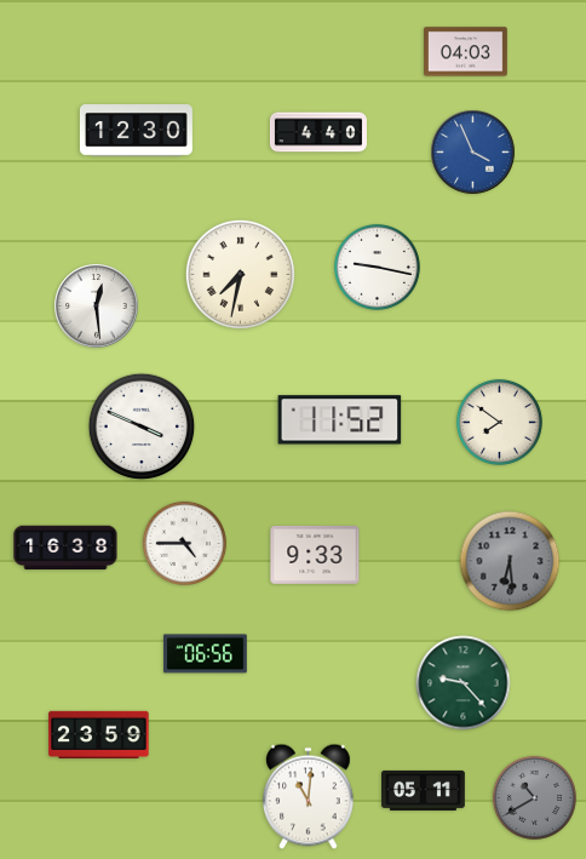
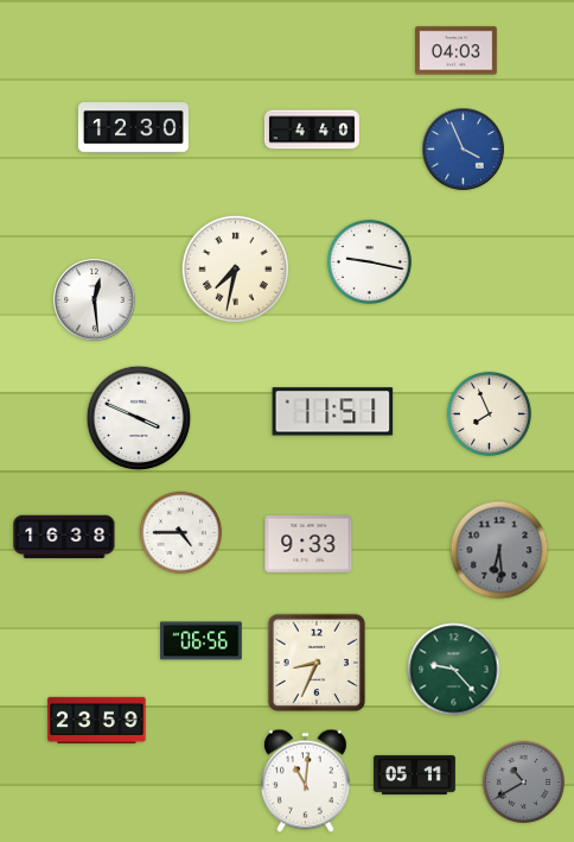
clock at (340, 420): 11:52 -> 11:51
clock at (499, 422): 7:51 -> 7:56
clock at (317, 663): none -> 8:34
clock at (309, 797) position: (309, 797) -> (306, 781)
